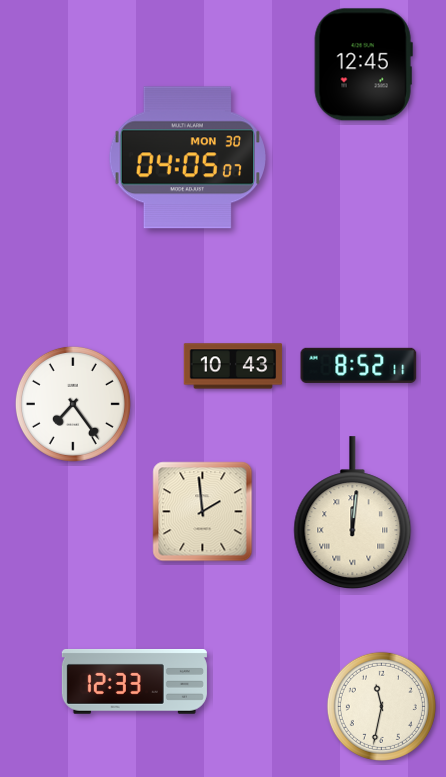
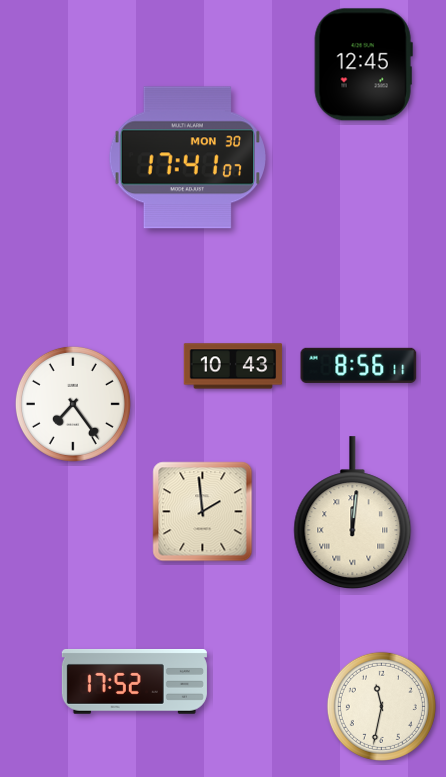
clock at (187, 158): 04:05 -> 17:41
clock at (359, 365): 8:52 -> 8:56
clock at (134, 682): 12:33 -> 17:52
